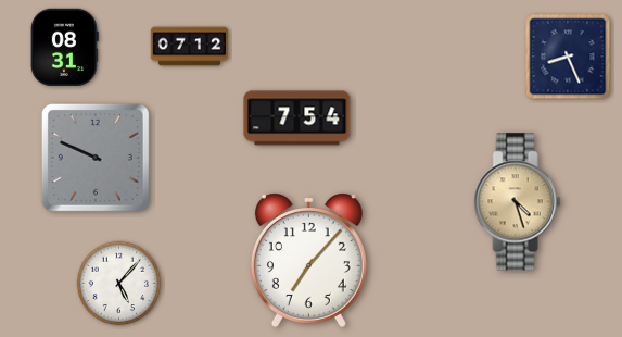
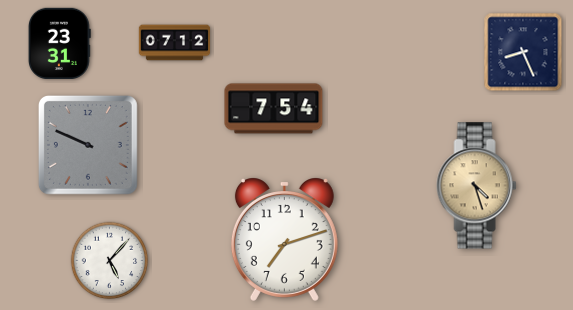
clock at (65, 47): 08:31 -> 23:31
clock at (308, 260): 7:07 -> 7:12
